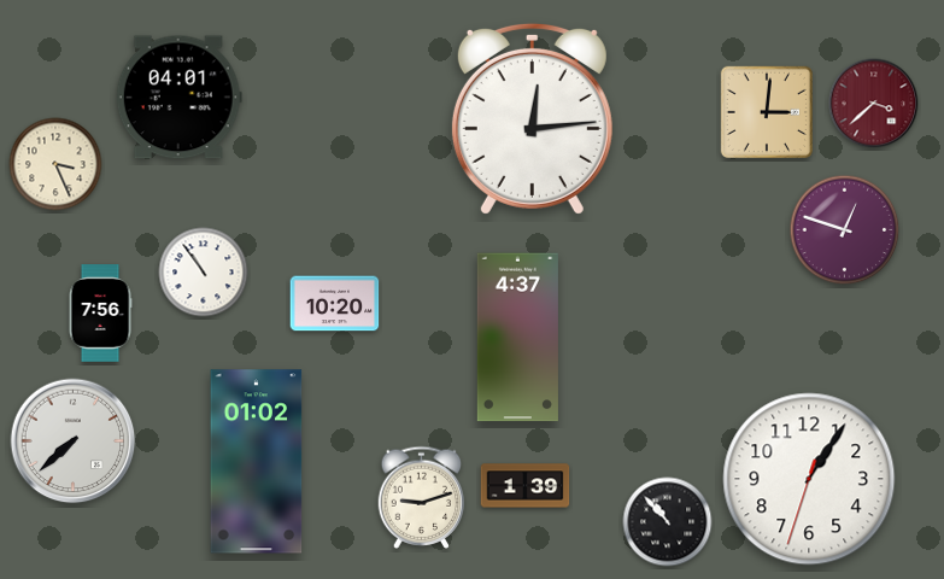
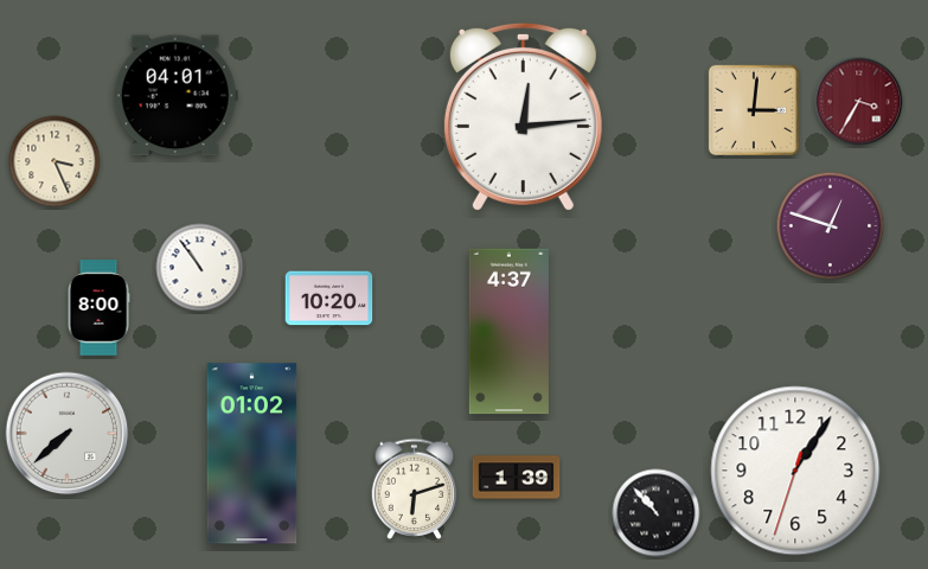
clock at (874, 104): 3:38 -> 3:35
clock at (100, 314): 7:56 -> 8:00
clock at (74, 441) position: (74, 441) -> (68, 434)
clock at (422, 497): 9:12 -> 6:12
